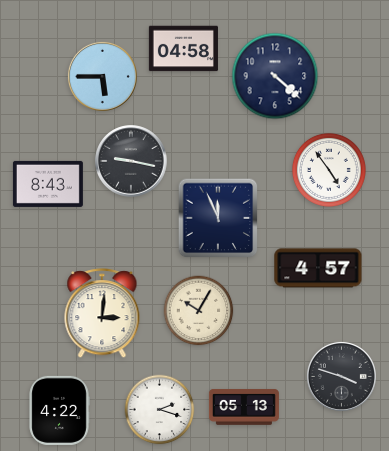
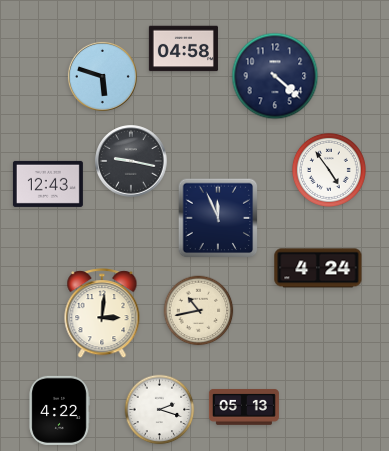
clock at (102, 76): 5:45 -> 5:48
clock at (48, 184): 8:43 -> 12:43
clock at (318, 268): 4:57 -> 4:24
clock at (199, 311): 10:05 -> 10:43
clock at (341, 376): 3:48 -> none
